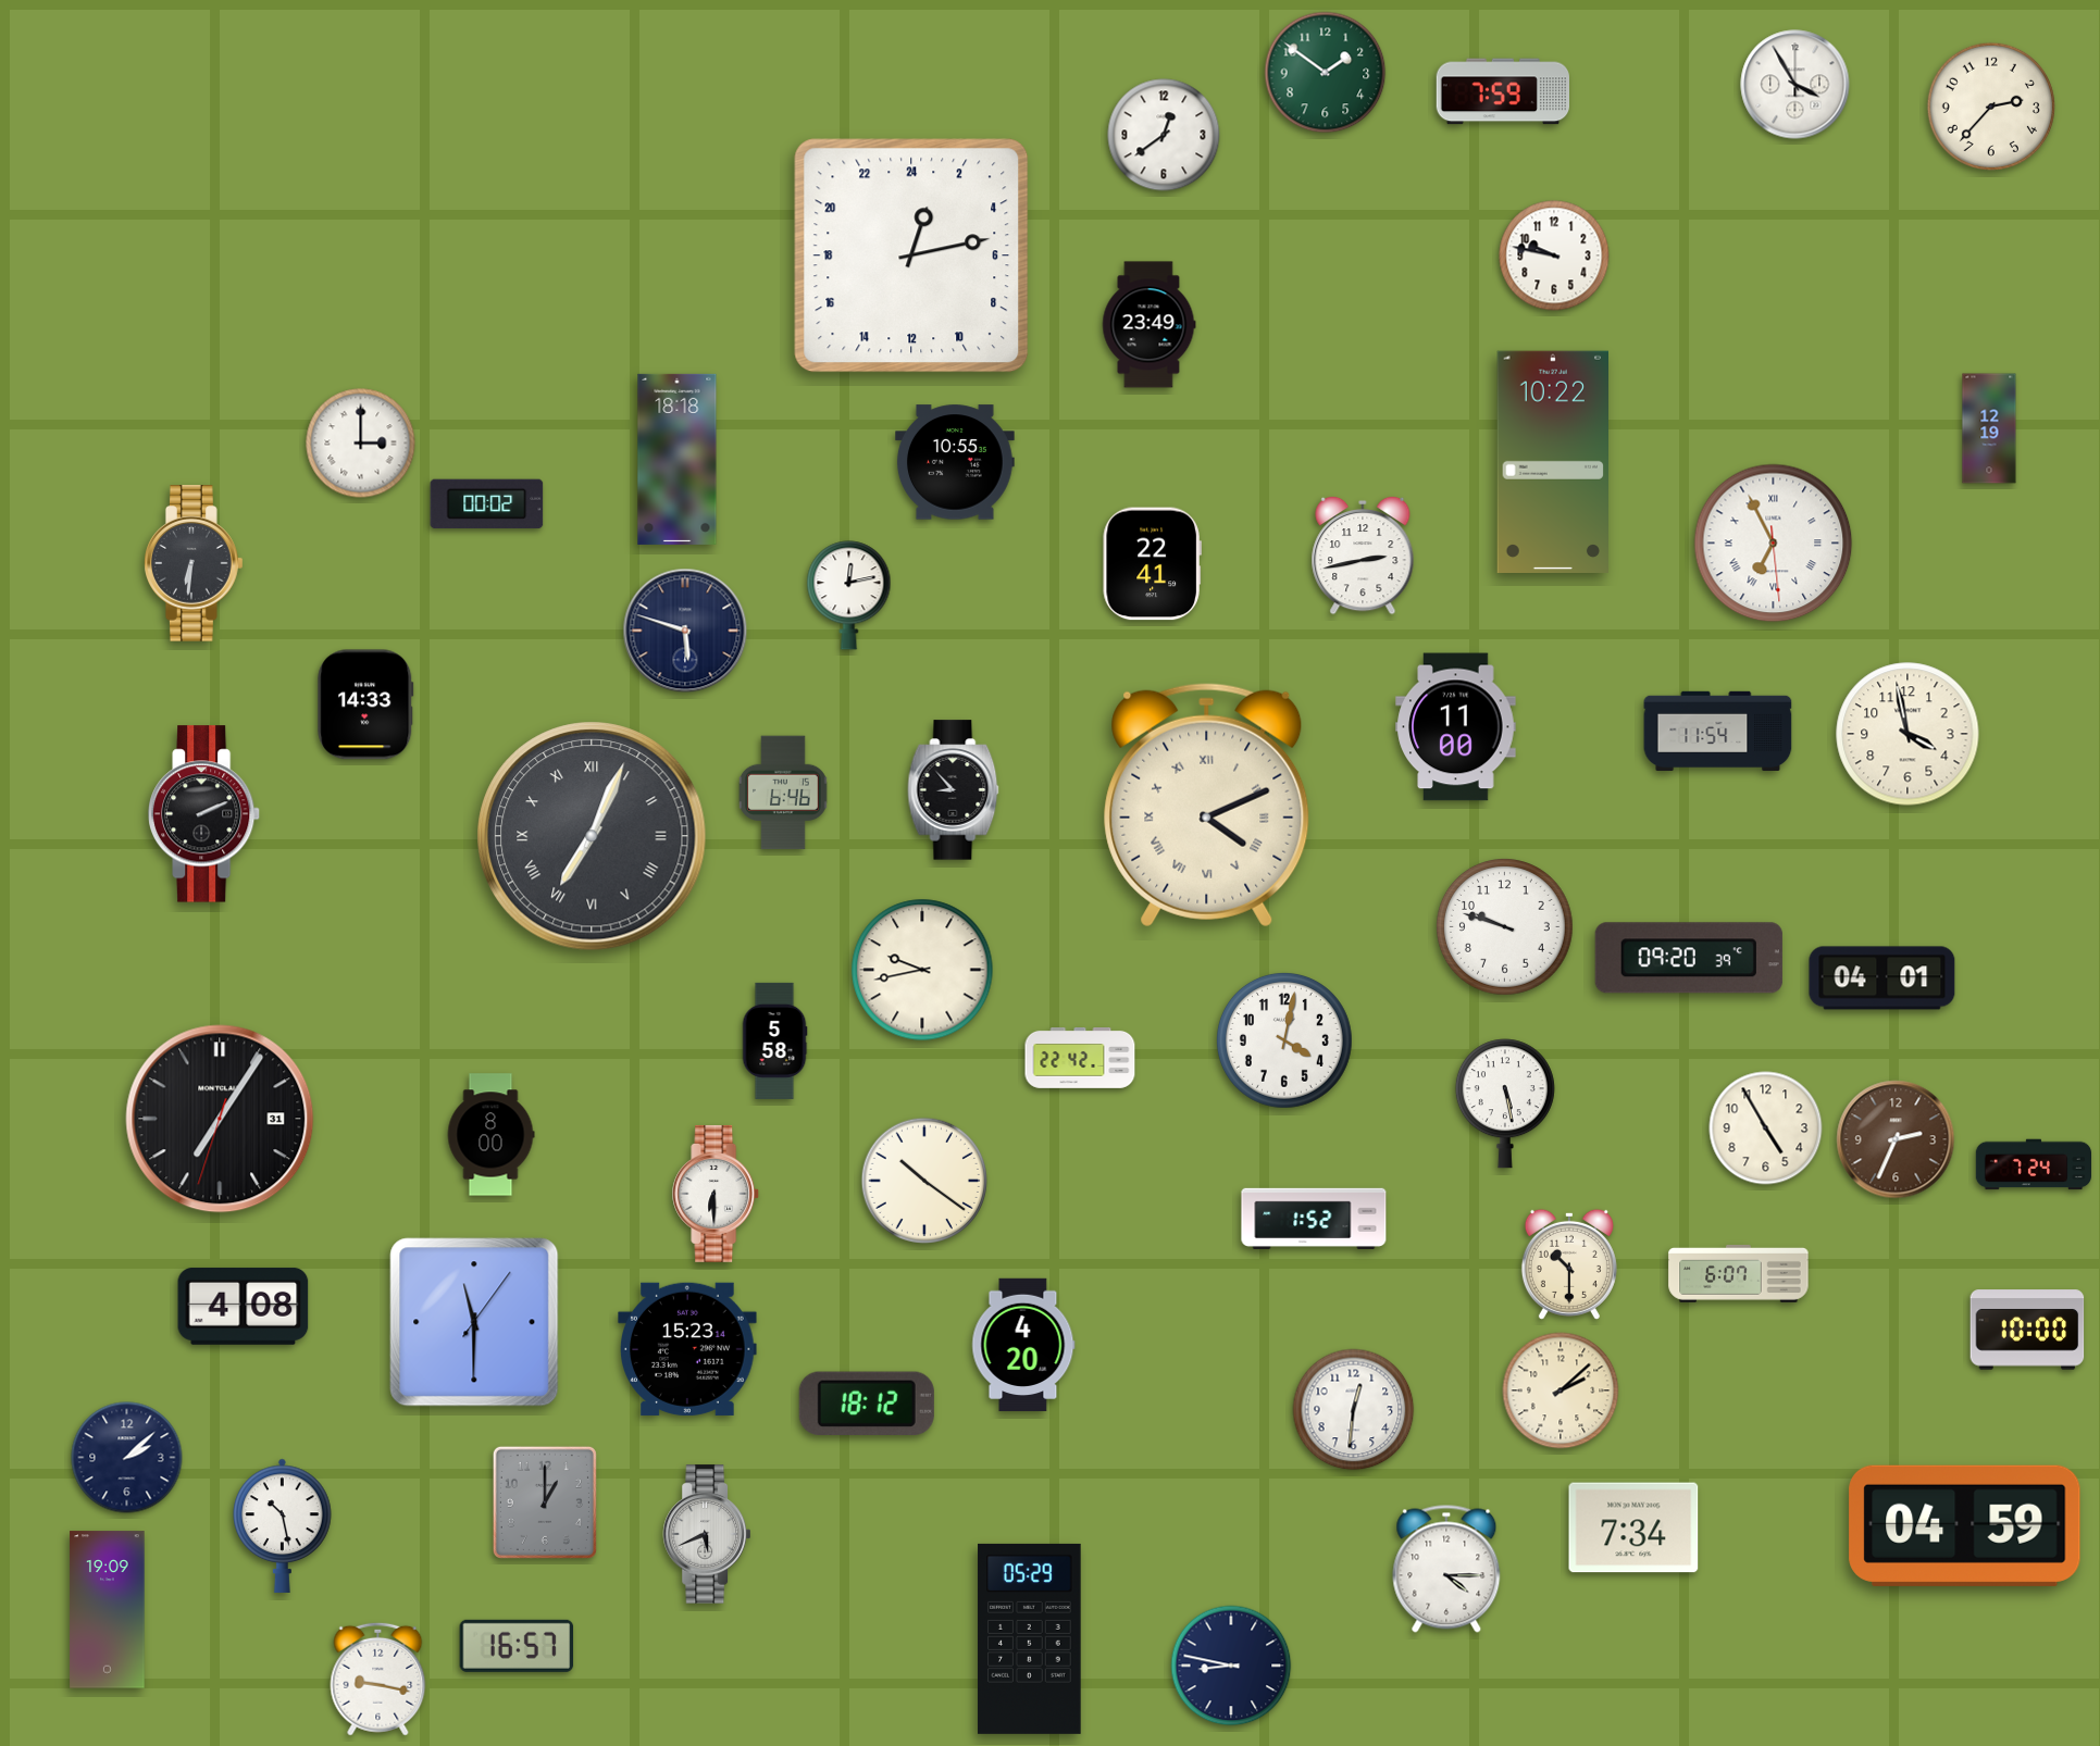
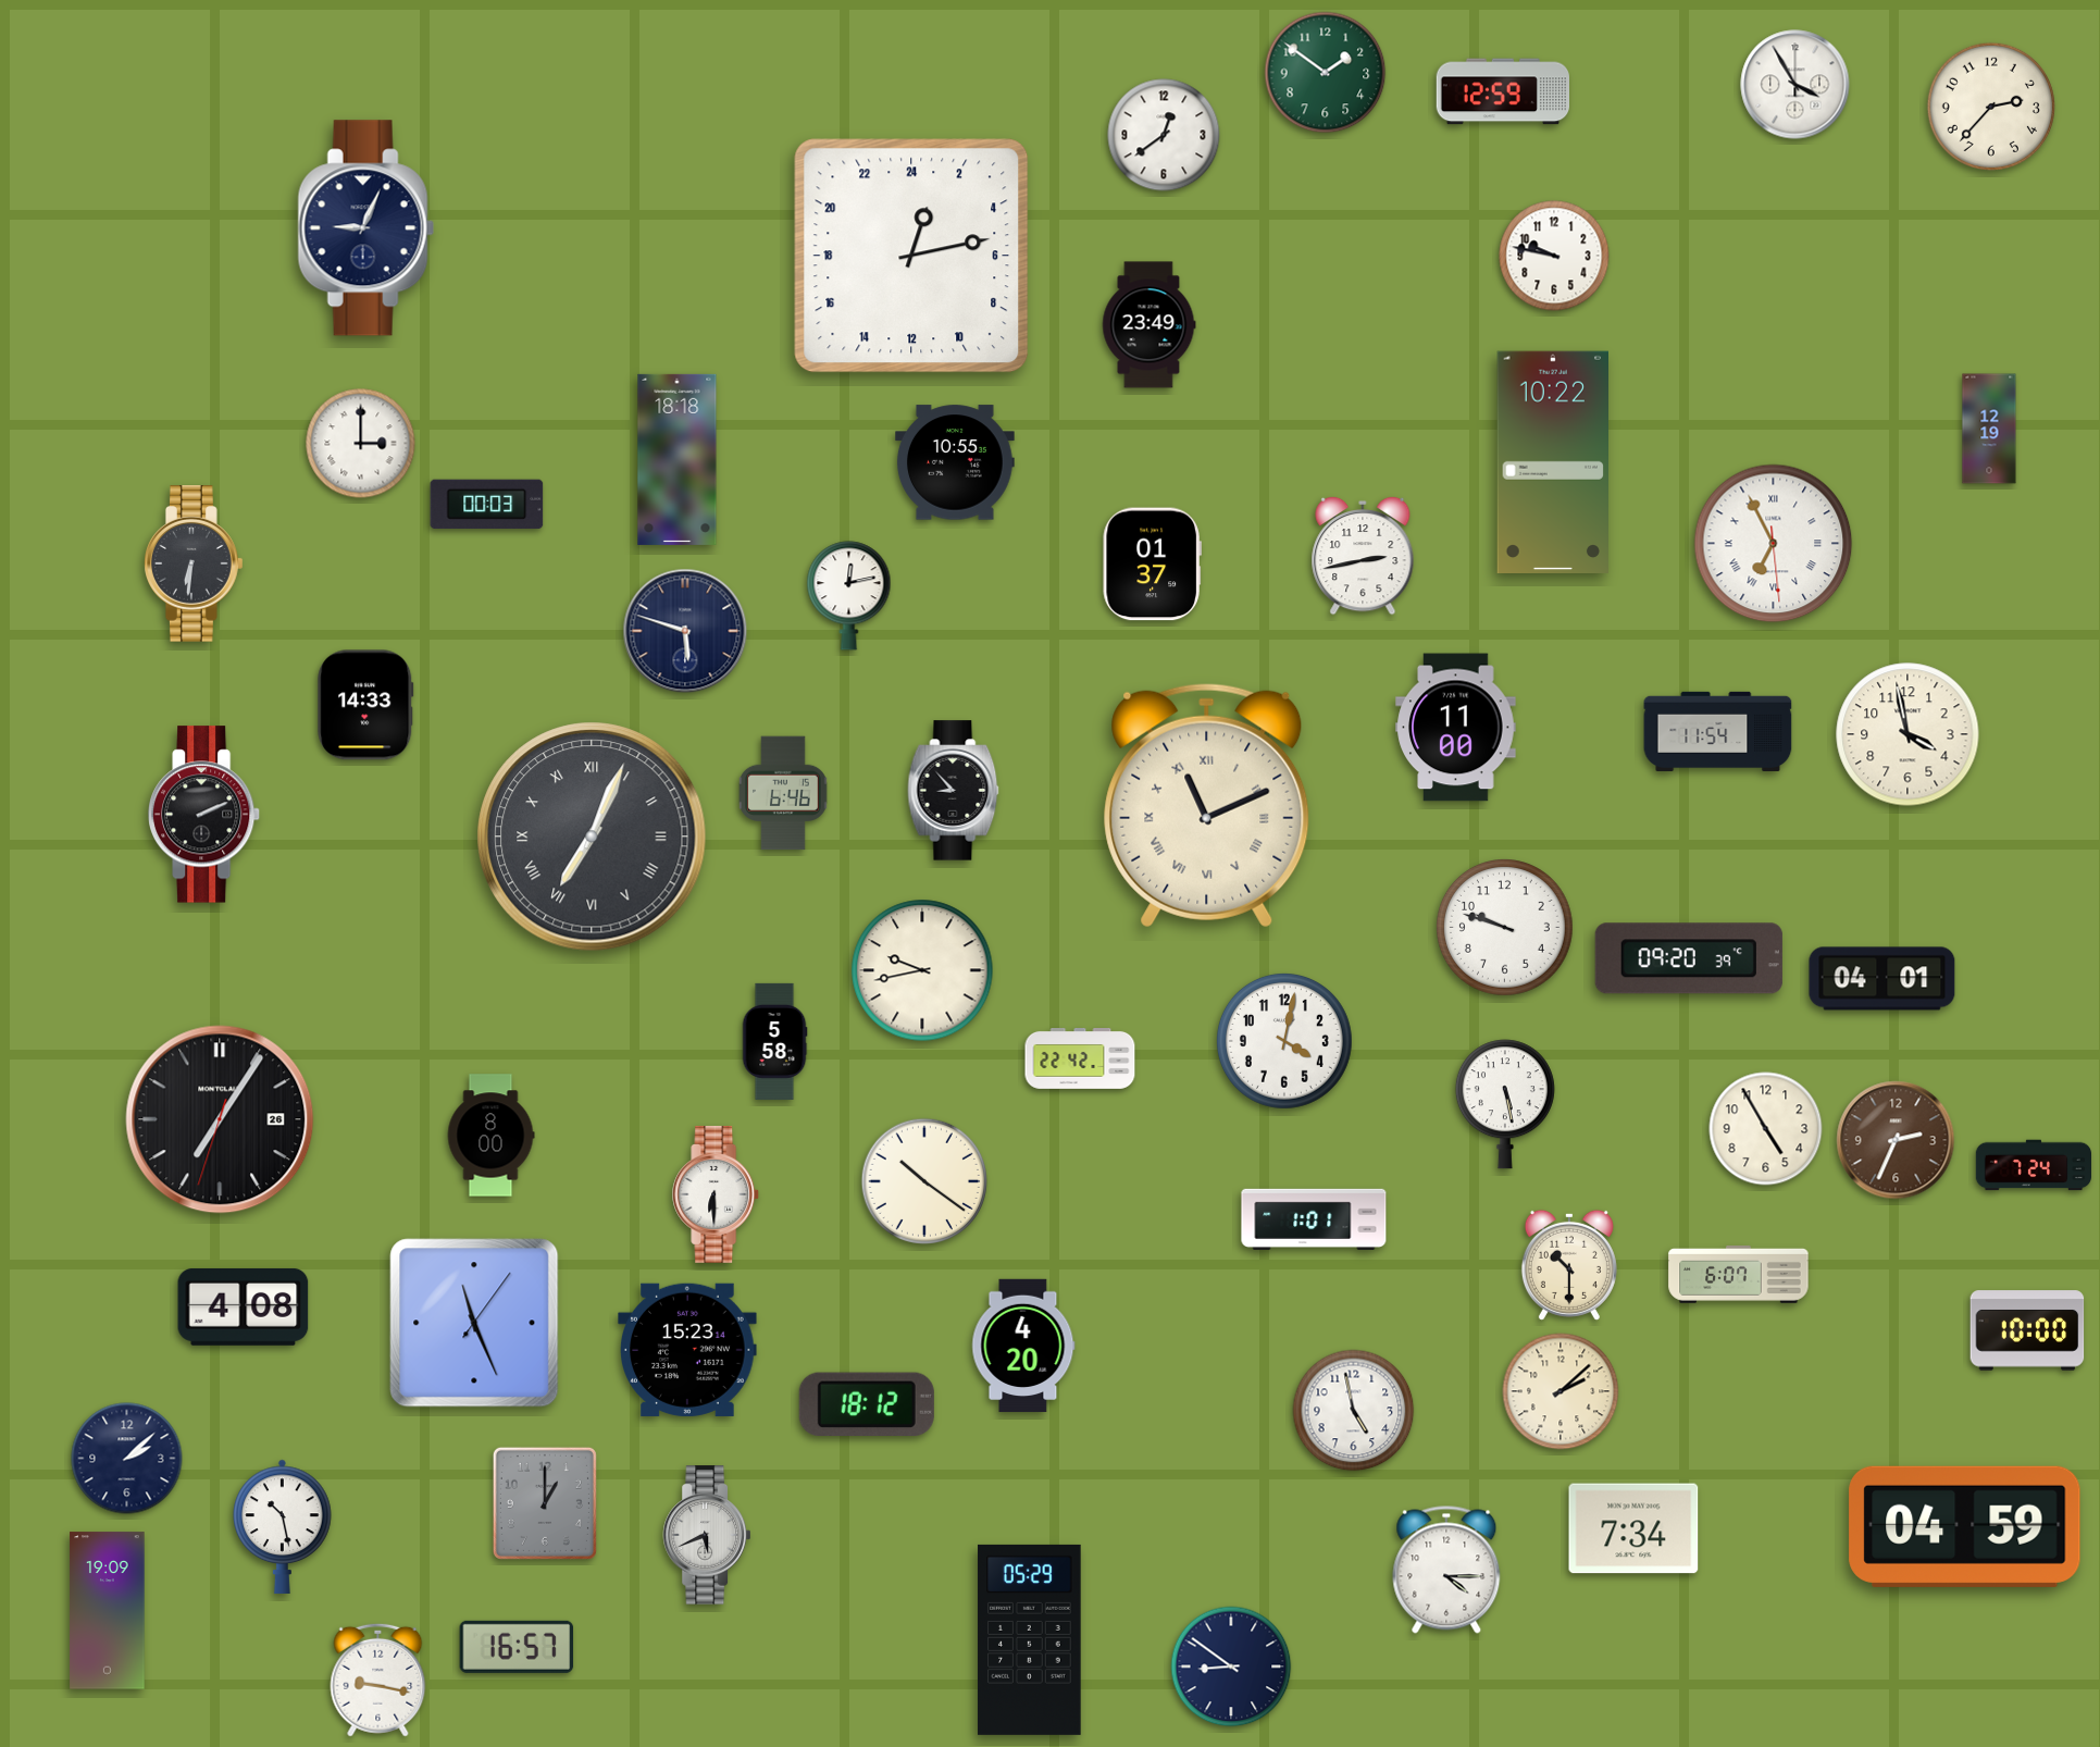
clock at (1502, 91): 7:59 -> 12:59
clock at (365, 228): none -> 9:04
clock at (487, 504): 00:02 -> 00:03
clock at (1152, 564): 22:41 -> 01:37
clock at (1207, 806): 4:11 -> 11:11
clock at (220, 1119) date: 31 -> 26
clock at (1314, 1219): 1:52 -> 1:01
clock at (474, 1322): 11:30 -> 11:26
clock at (1354, 1410): 12:31 -> 4:58
clock at (1231, 1666): 8:47 -> 8:51
